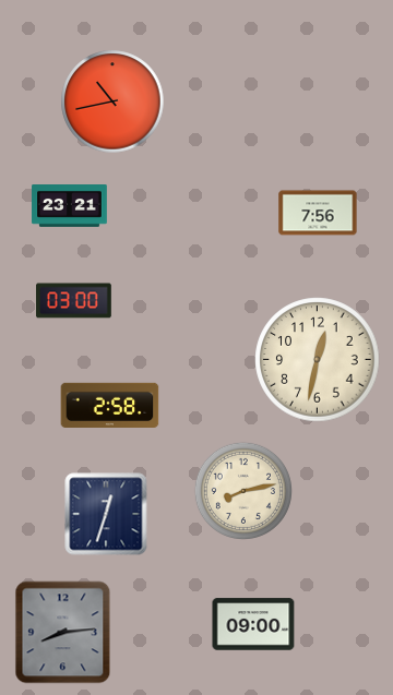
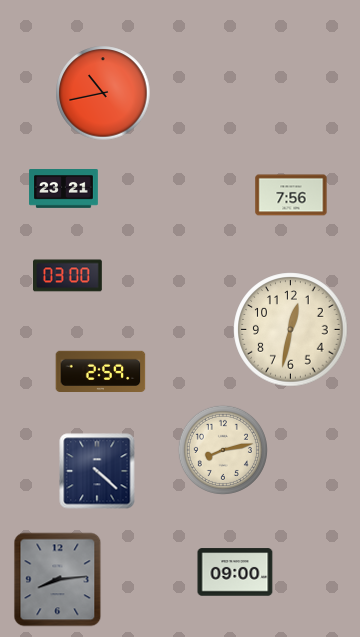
clock at (110, 405): 2:58 -> 2:59
clock at (106, 514): 12:33 -> 4:22
clock at (253, 624) position: (253, 624) -> (235, 572)
